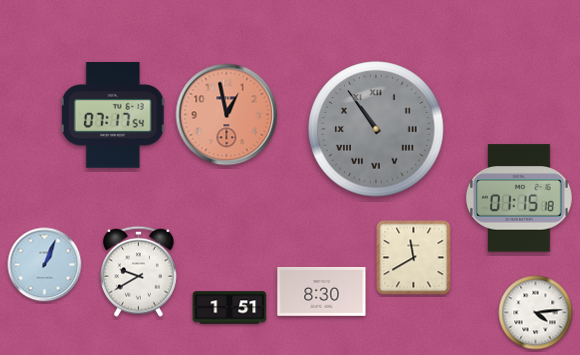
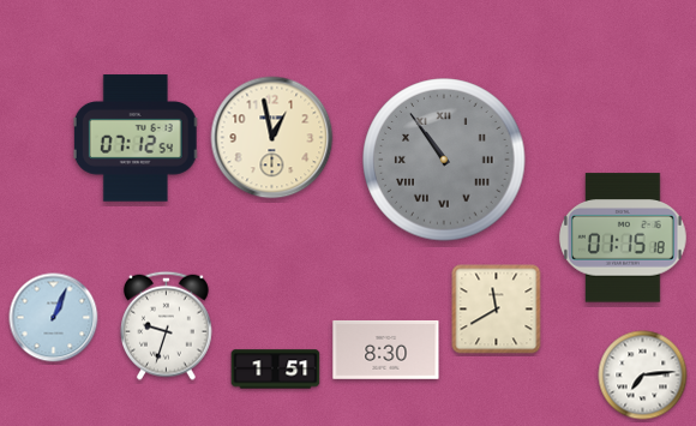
clock at (113, 115): 07:17 -> 07:12
clock at (227, 115) dial: salmon -> cream
clock at (376, 129) position: (376, 129) -> (444, 160)
clock at (138, 271): 9:40 -> 9:33
clock at (536, 313): 4:14 -> 7:14
